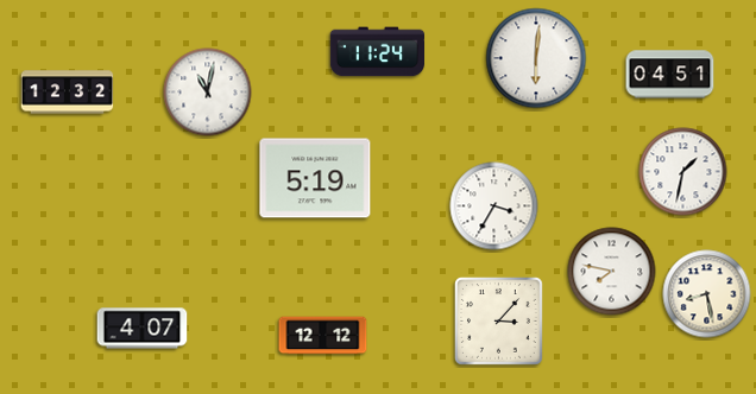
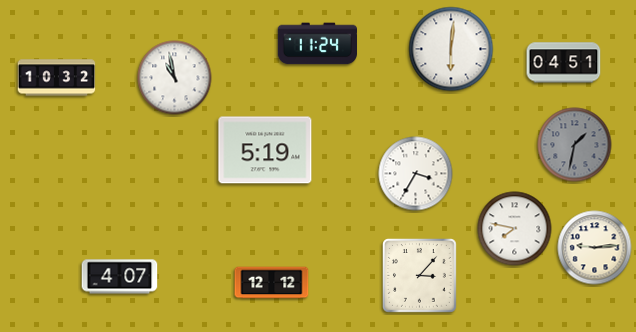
clock at (68, 93): 12:32 -> 10:32
clock at (208, 93): 11:02 -> 10:58
clock at (683, 172) dial: white -> grey
clock at (707, 294): 8:28 -> 9:14
clock at (499, 322) position: (499, 322) -> (420, 276)
